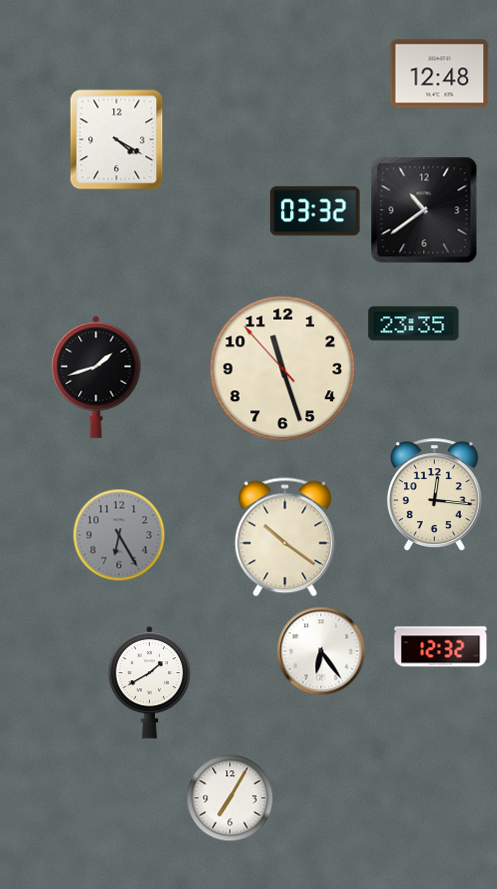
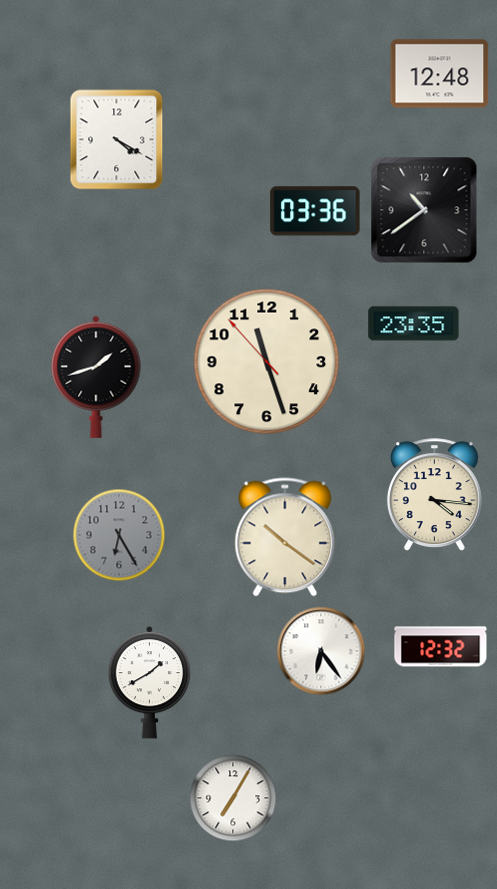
clock at (315, 211): 03:32 -> 03:36
clock at (283, 369) position: (283, 369) -> (267, 362)
clock at (434, 495): 12:16 -> 4:16
clock at (230, 798) position: (230, 798) -> (233, 798)
